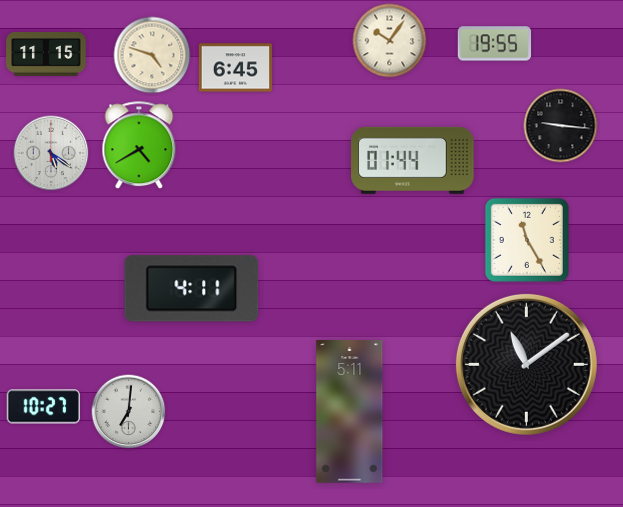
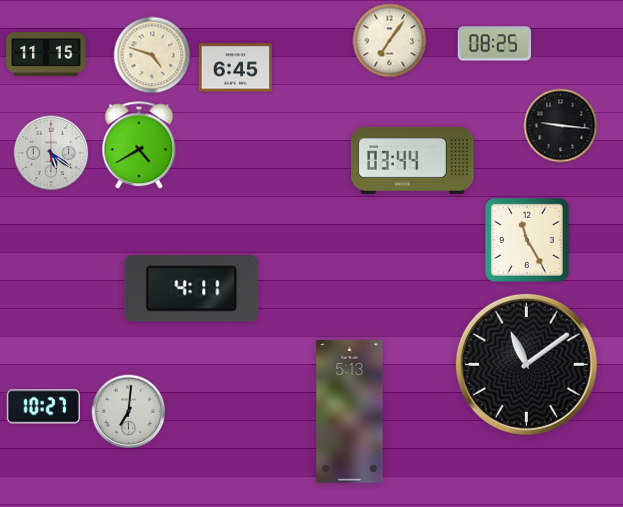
clock at (390, 41): 10:06 -> 7:06
clock at (495, 44): 19:55 -> 08:25
clock at (413, 160): 01:44 -> 03:44
clock at (350, 412): 5:11 -> 5:13
